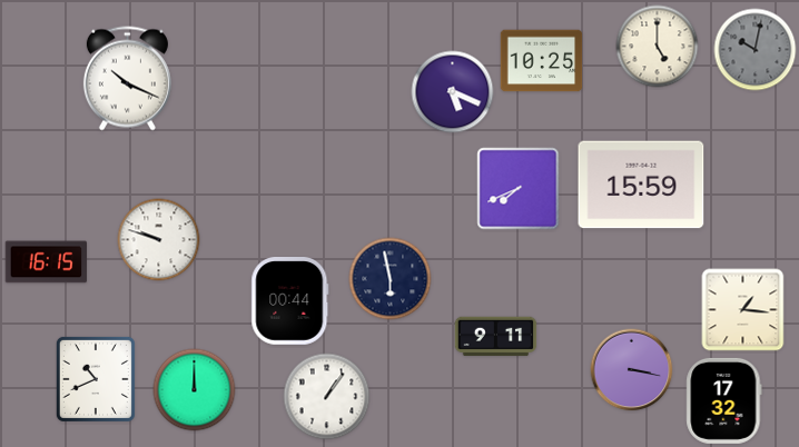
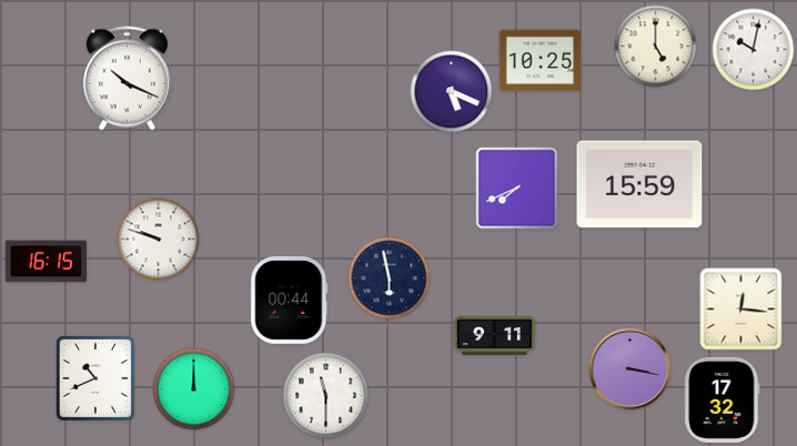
clock at (756, 50) dial: grey -> white
clock at (743, 310): 1:16 -> 12:16
clock at (327, 397): 1:06 -> 11:30
